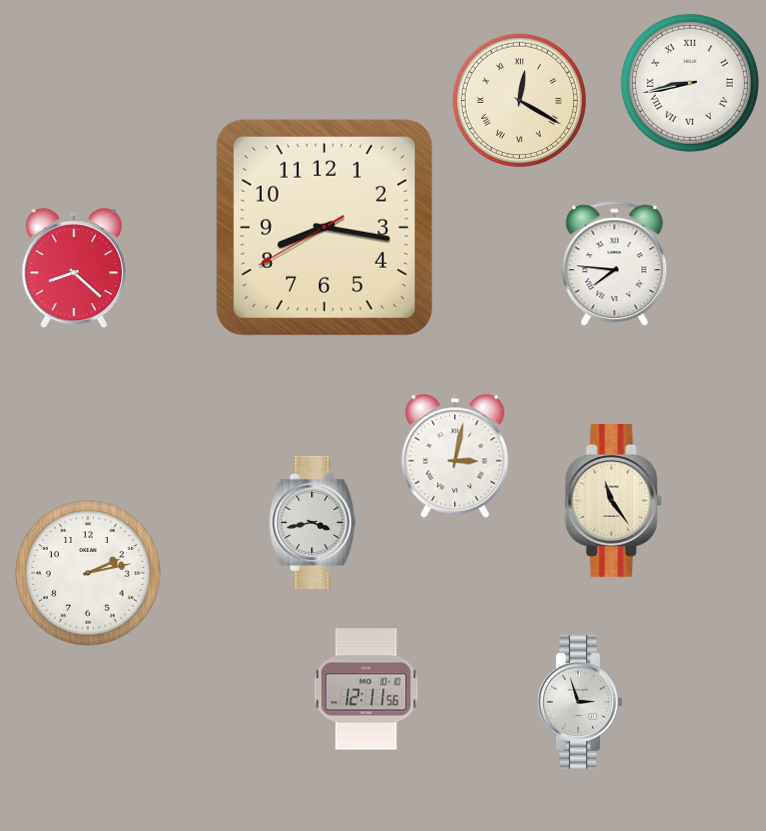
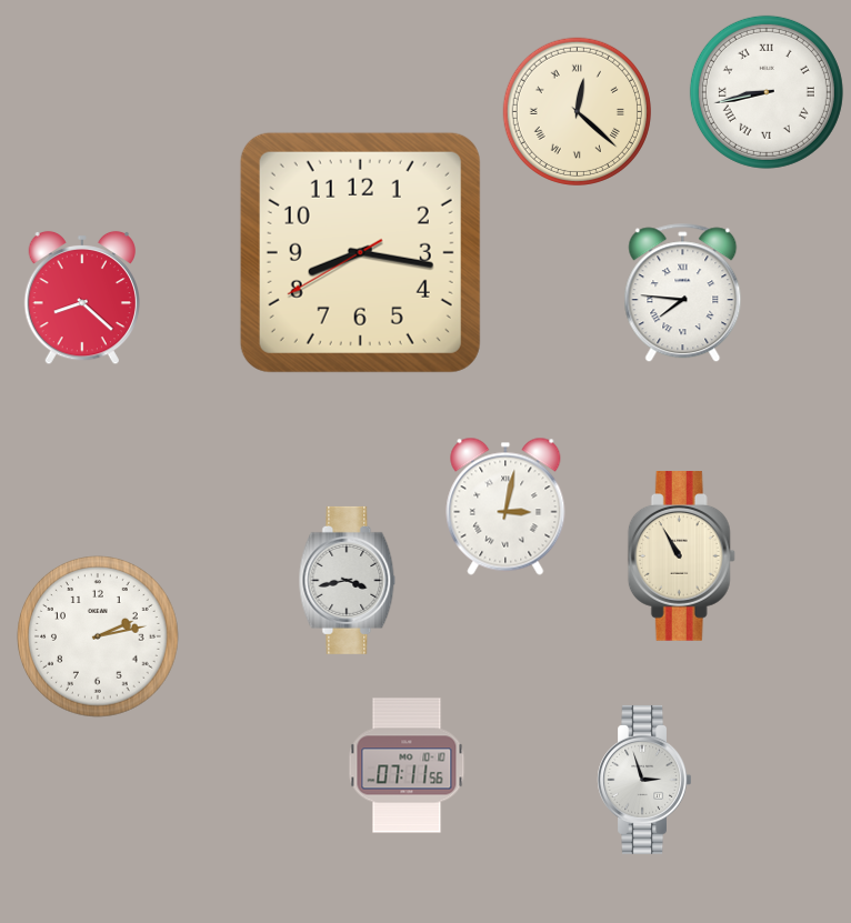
clock at (519, 100): 12:20 -> 12:22
clock at (613, 501): 11:24 -> 10:55
clock at (366, 689): 12:11 -> 07:11
